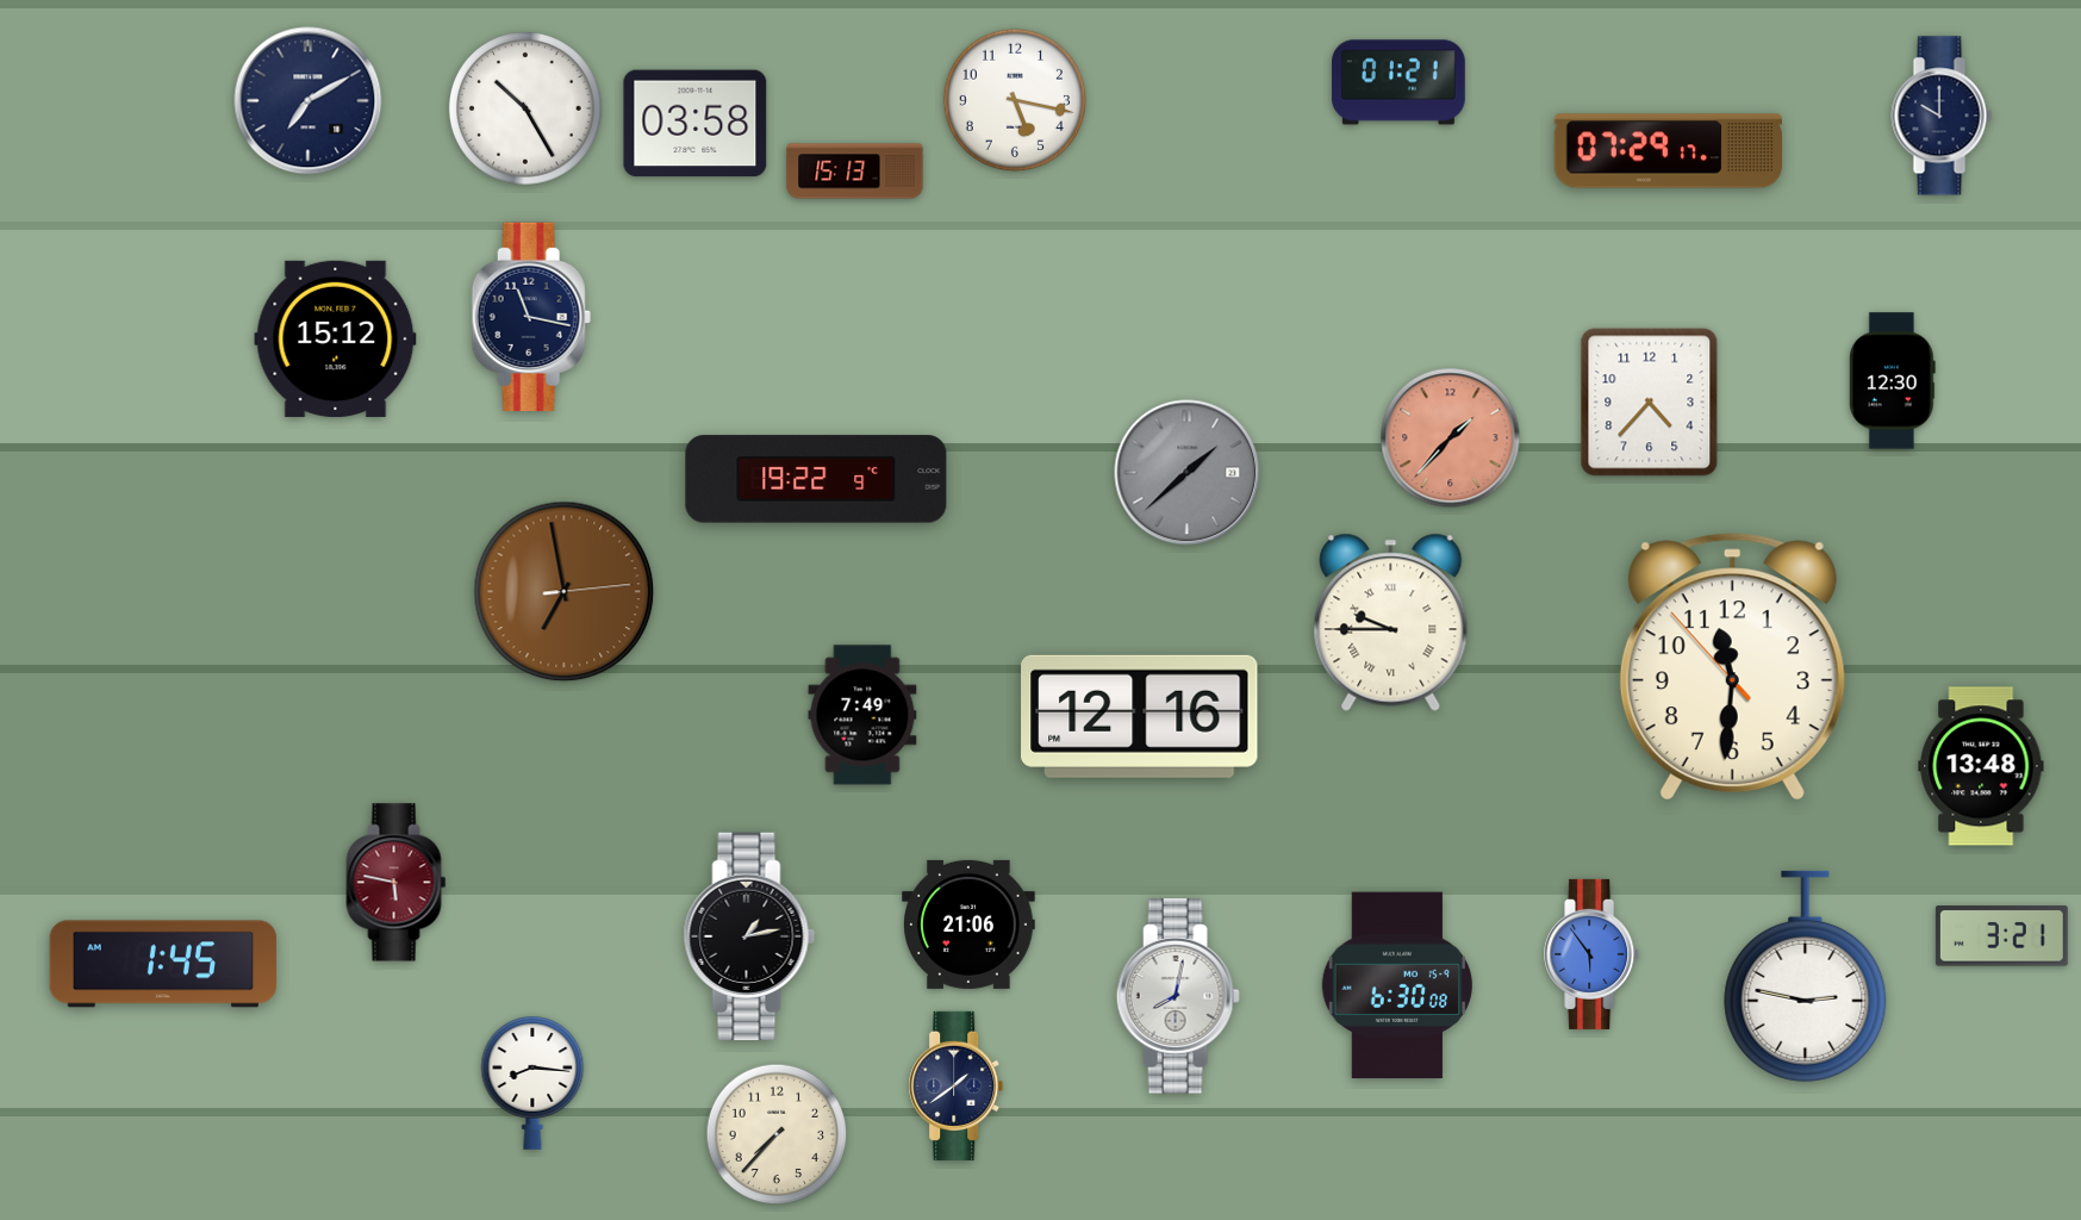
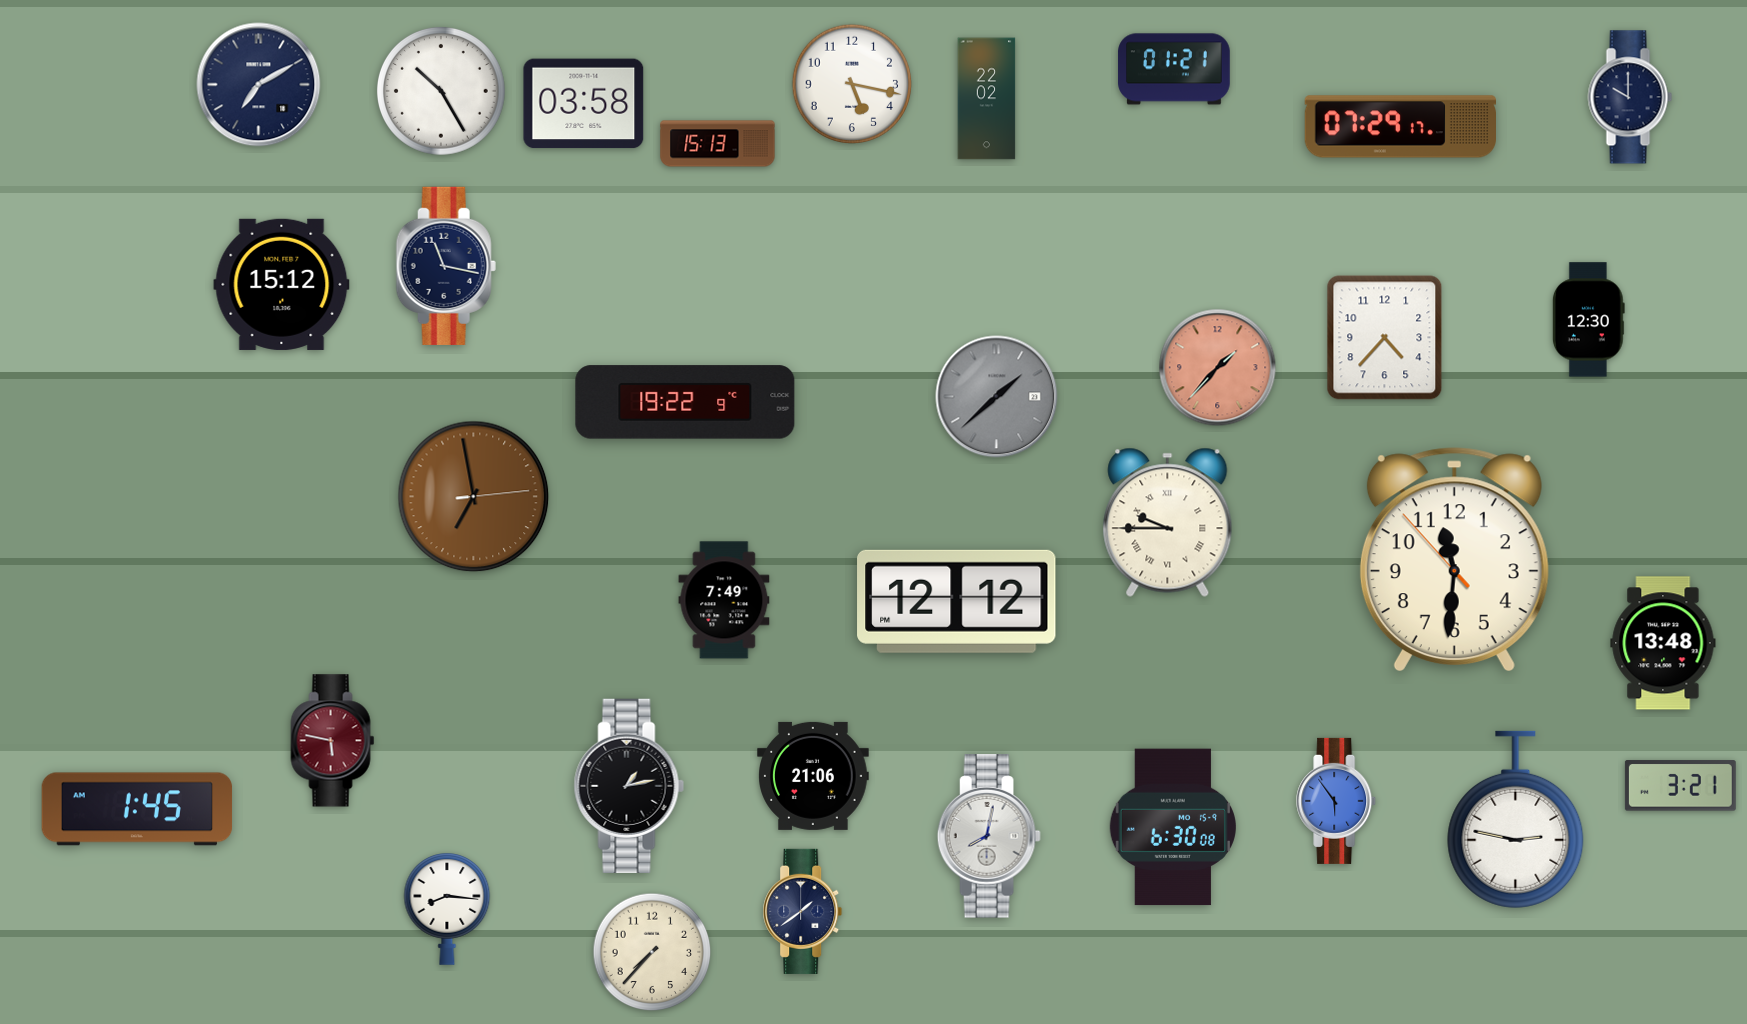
clock at (987, 99): none -> 22:02
clock at (1140, 716): 12:16 -> 12:12
